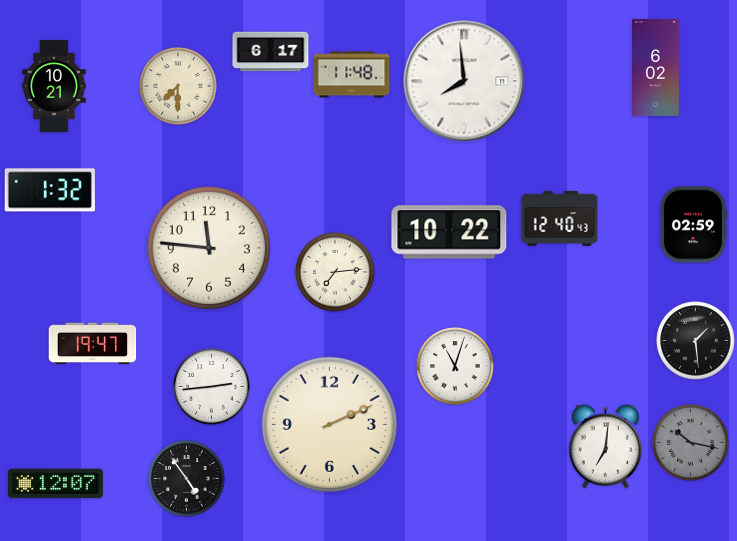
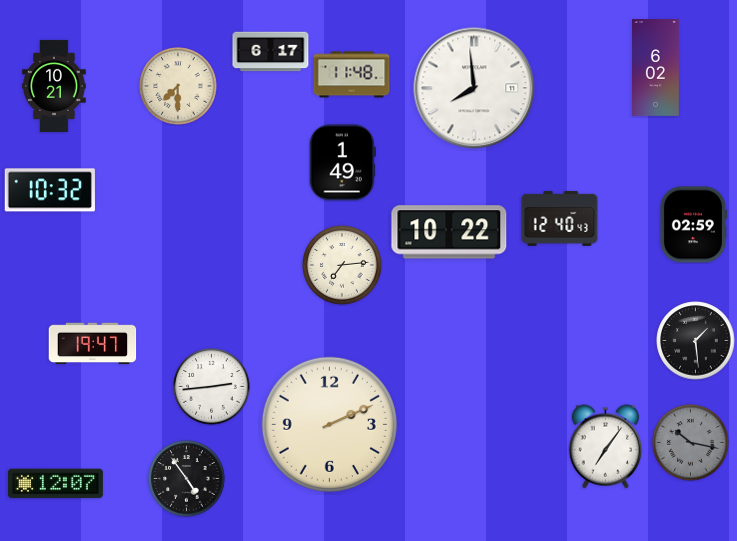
clock at (464, 81) position: (464, 81) -> (474, 88)
clock at (342, 163): none -> 1:49
clock at (50, 190): 1:32 -> 10:32
clock at (209, 248): 11:46 -> none
clock at (335, 272) position: (335, 272) -> (342, 265)
clock at (455, 366): 11:03 -> none
clock at (606, 447): 7:01 -> 7:06
